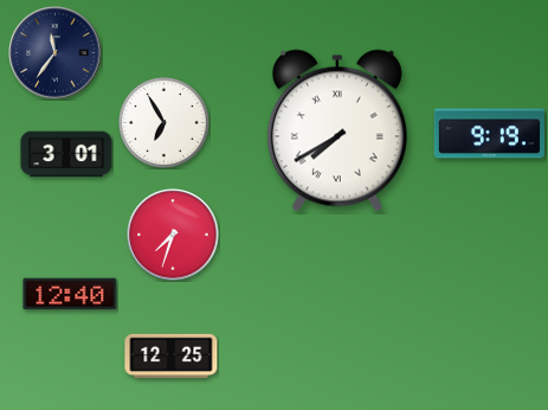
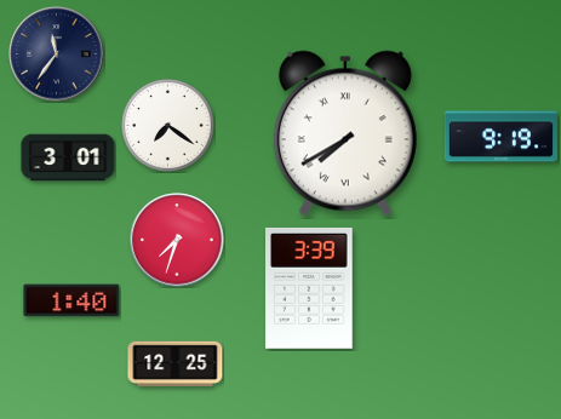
clock at (165, 123): 6:55 -> 7:21
clock at (309, 288): none -> 3:39
clock at (70, 294): 12:40 -> 1:40
